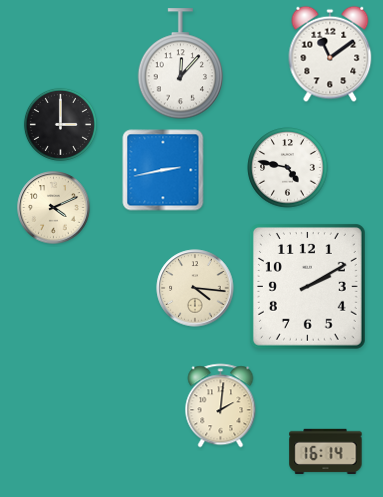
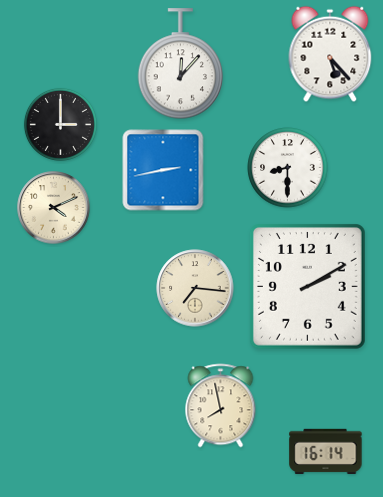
clock at (330, 54): 11:09 -> 5:23
clock at (288, 168): 4:47 -> 8:30
clock at (195, 288): 4:16 -> 7:16
clock at (221, 406): 2:01 -> 7:58
